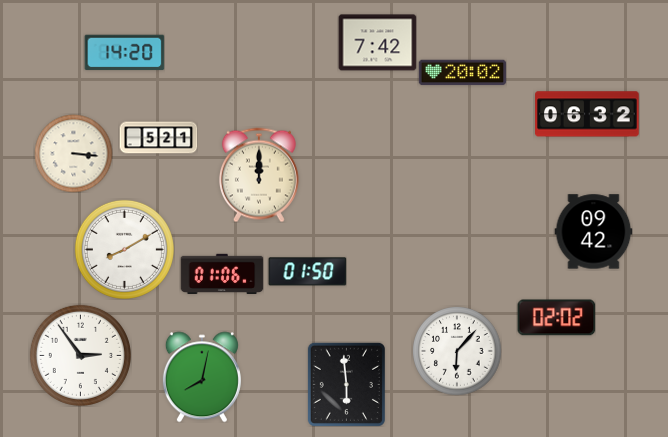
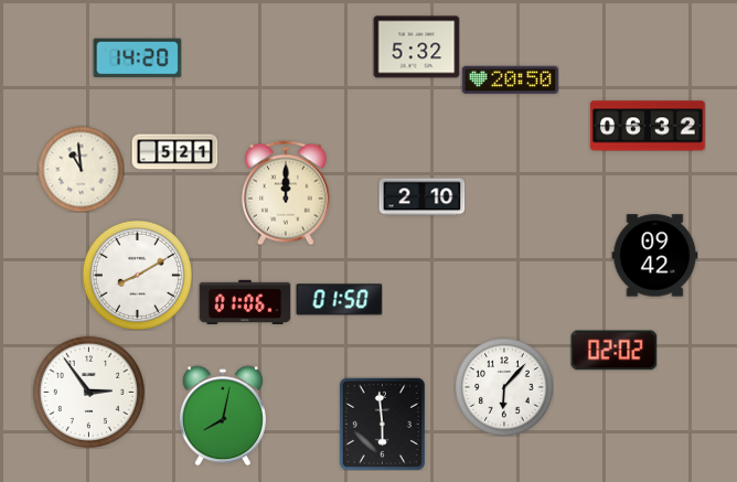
clock at (377, 43): 7:42 -> 5:32
clock at (462, 73): 20:02 -> 20:50
clock at (73, 153): 3:16 -> 10:59
clock at (421, 197): none -> 2:10
